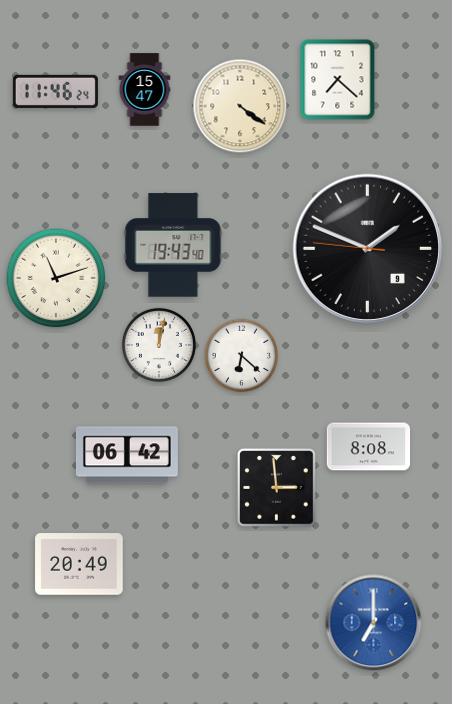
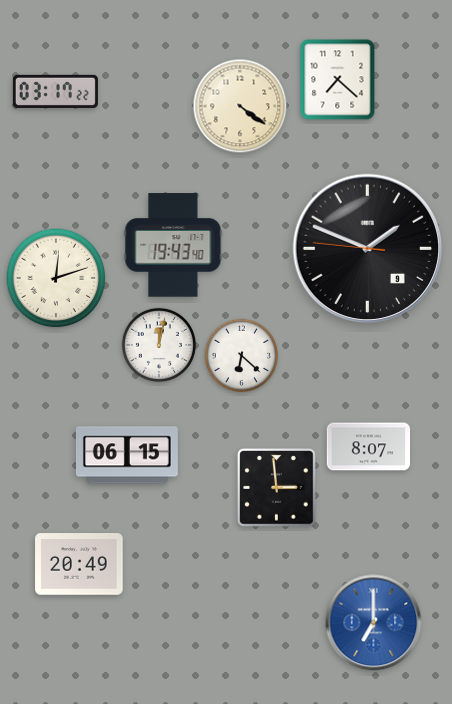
clock at (145, 90): 15:47 -> none
clock at (55, 91): 11:46 -> 03:17
clock at (56, 278): 11:12 -> 12:12
clock at (369, 447): 8:08 -> 8:07
clock at (127, 455): 06:42 -> 06:15
